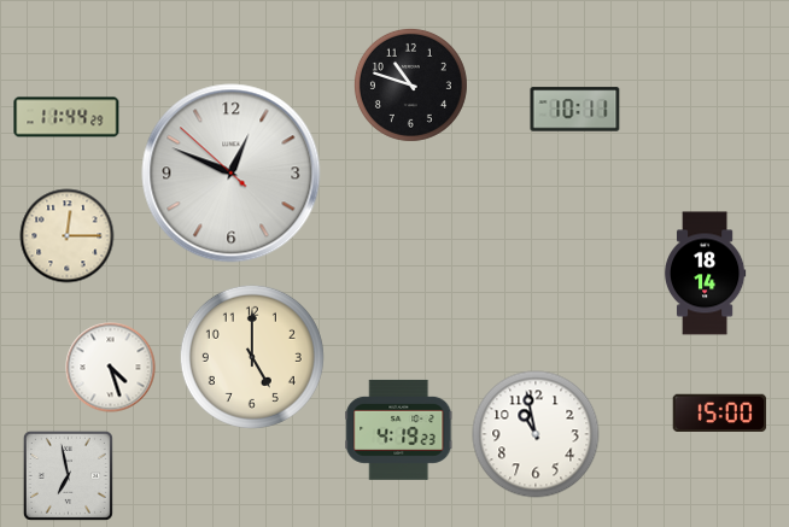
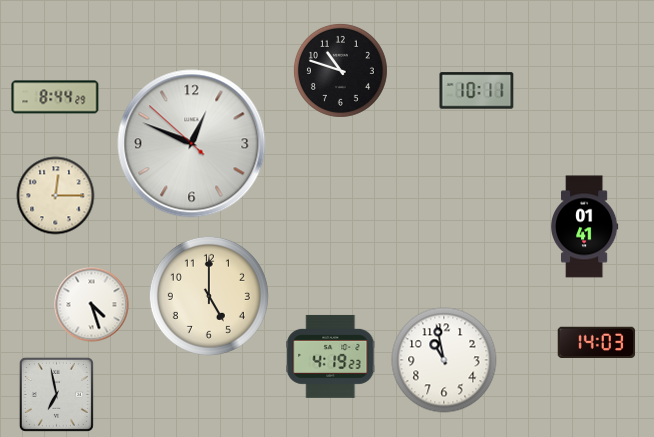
clock at (66, 117): 11:44 -> 8:44
clock at (705, 274): 18:14 -> 01:41
clock at (720, 414): 15:00 -> 14:03
